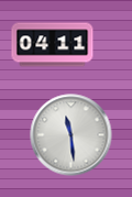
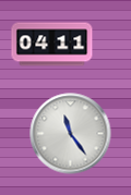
clock at (71, 135): 11:29 -> 11:24
